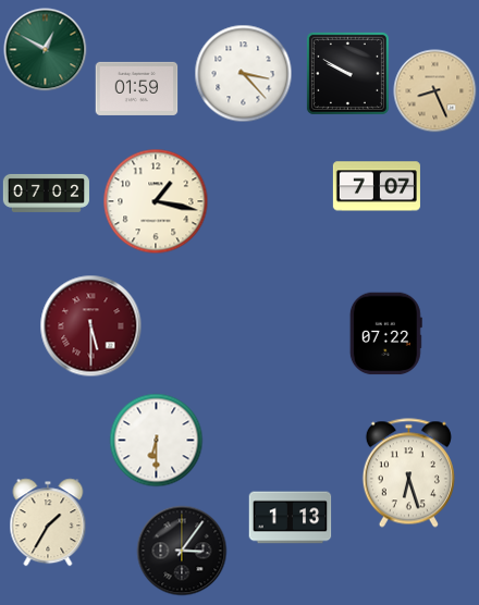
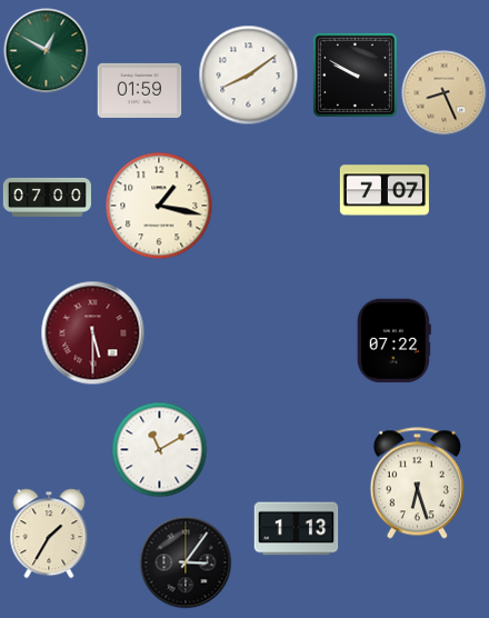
clock at (244, 74): 3:23 -> 8:09
clock at (46, 193): 07:02 -> 07:00
clock at (157, 441): 6:30 -> 11:10
